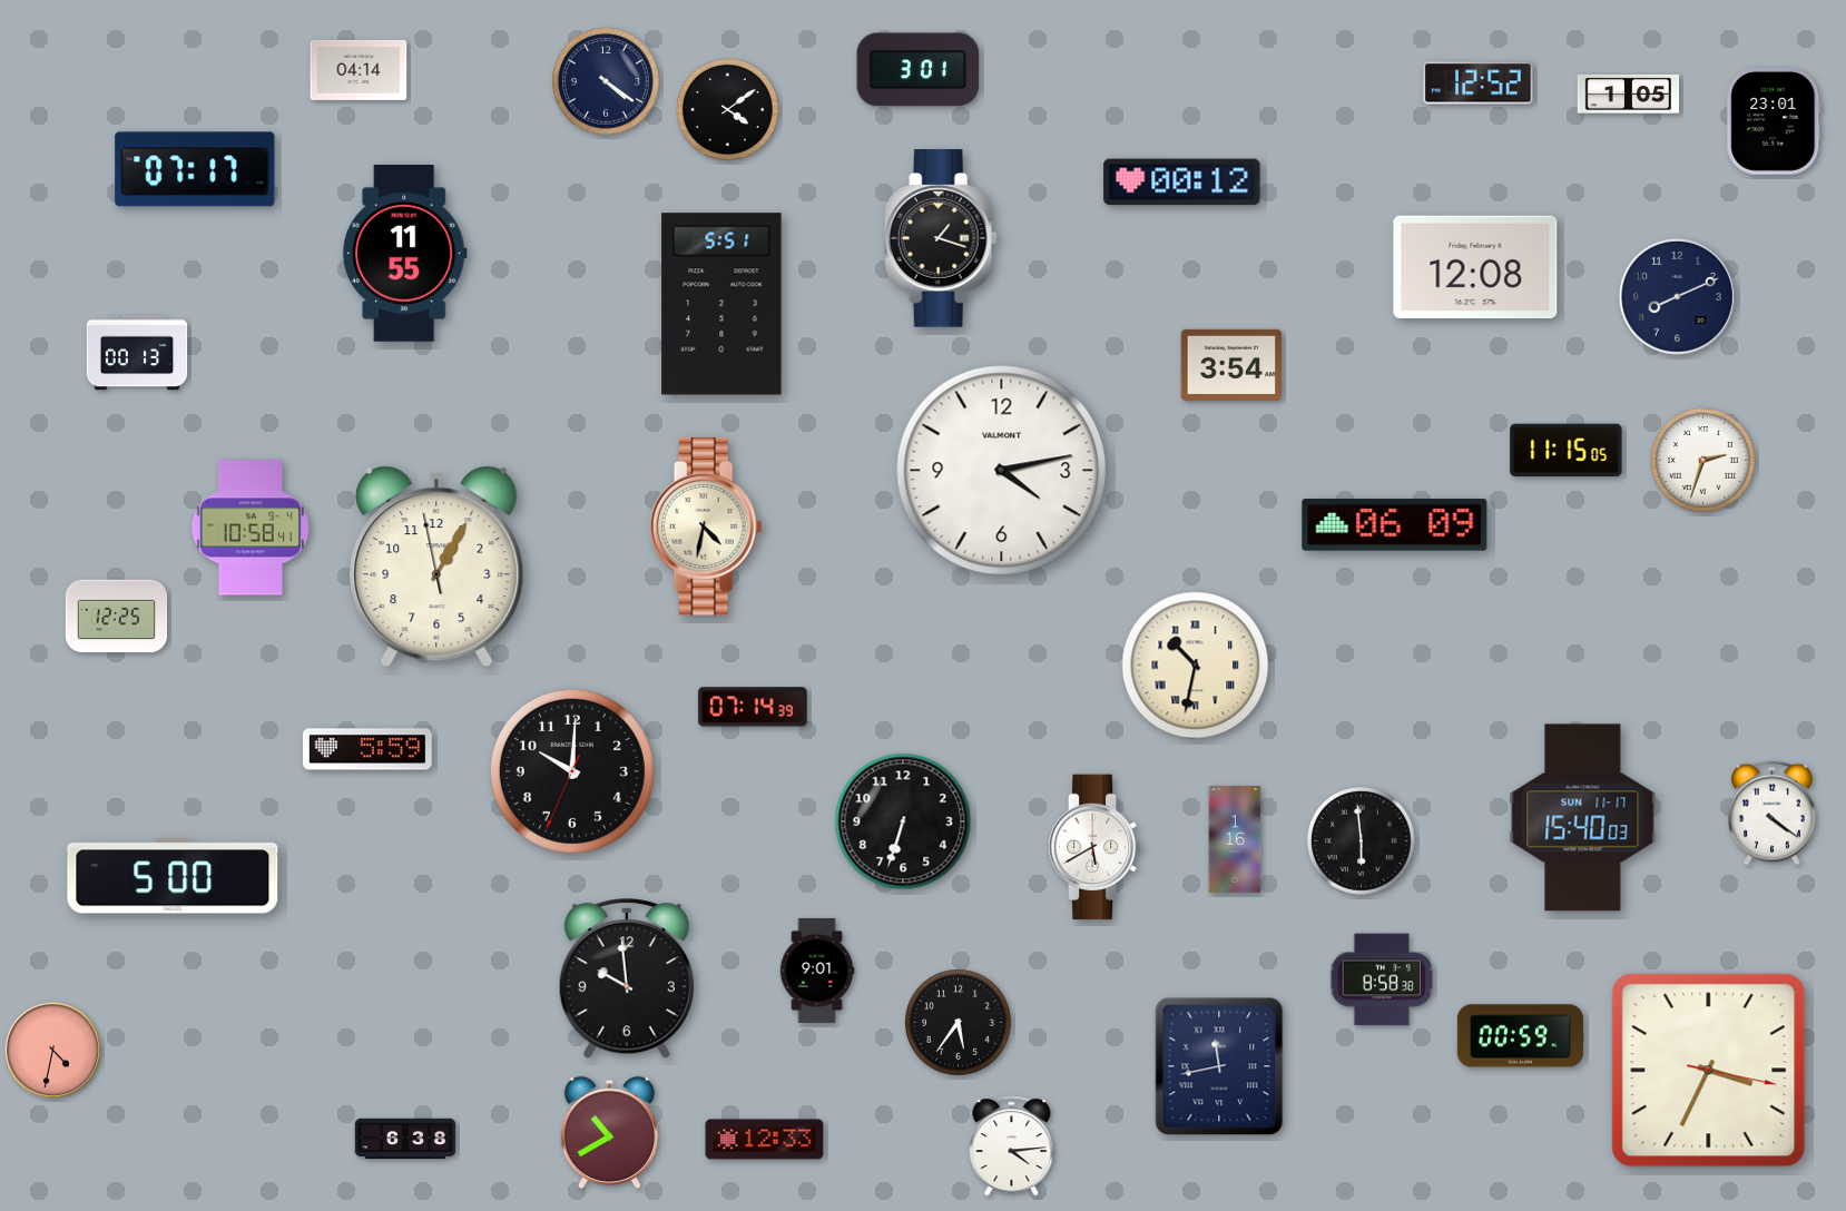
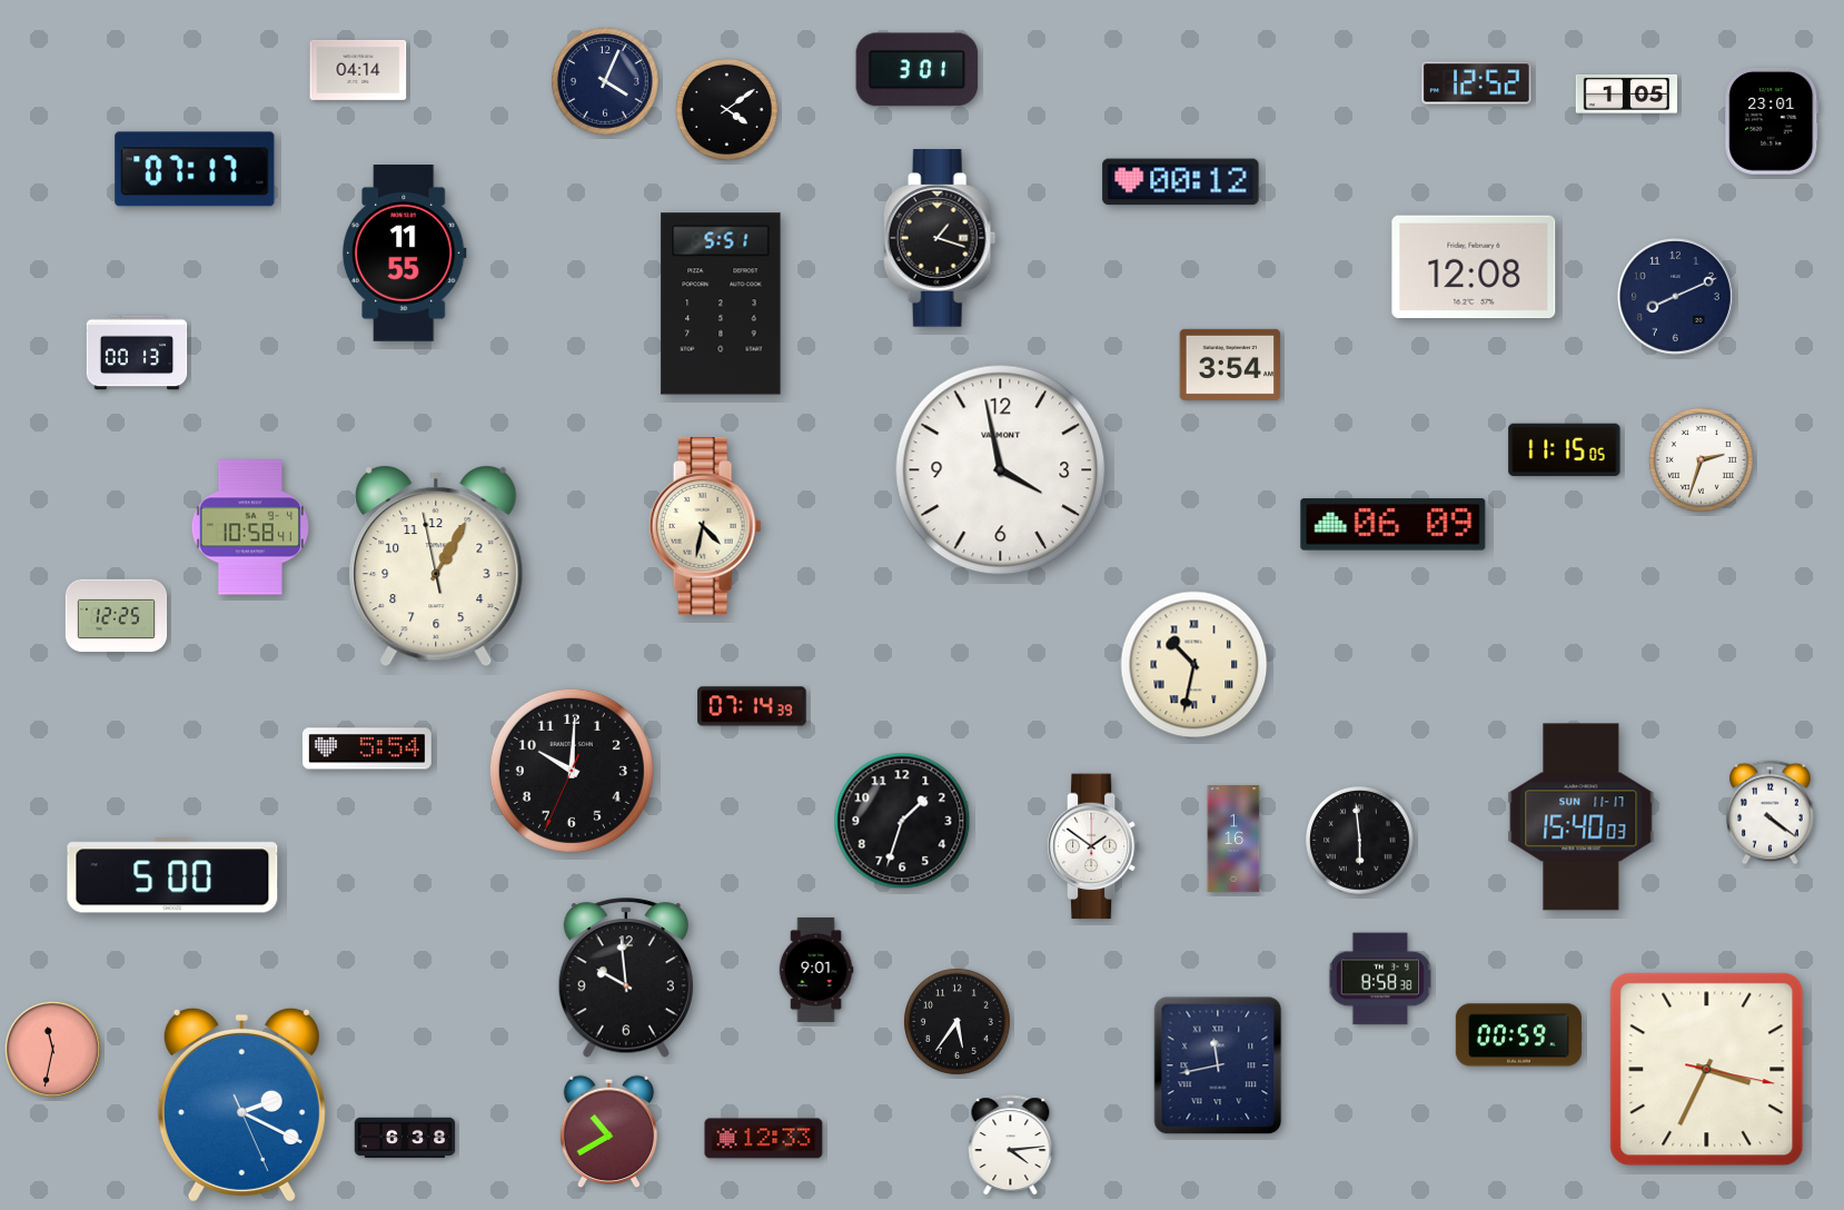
clock at (606, 81): 4:21 -> 4:04
clock at (1002, 471): 4:13 -> 3:58
clock at (367, 749): 5:59 -> 5:54
clock at (903, 821): 6:33 -> 1:33
clock at (1094, 847): 5:40 -> 1:51
clock at (52, 1050): 4:32 -> 11:32
clock at (241, 1104): none -> 2:19
